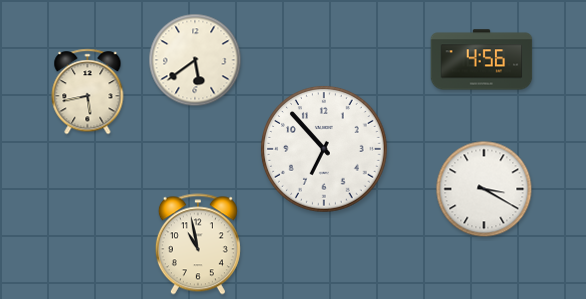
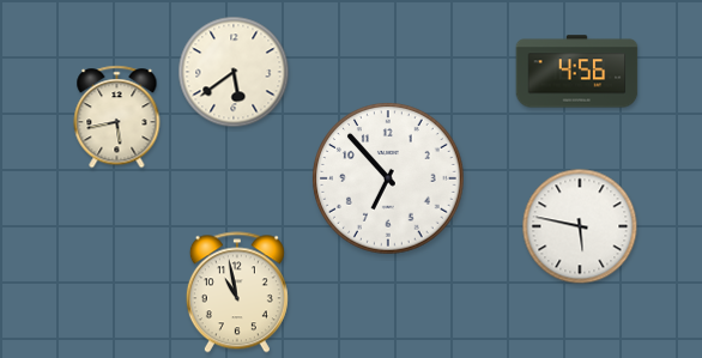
clock at (88, 92) position: (88, 92) -> (117, 117)
clock at (484, 189): 3:20 -> 5:47
